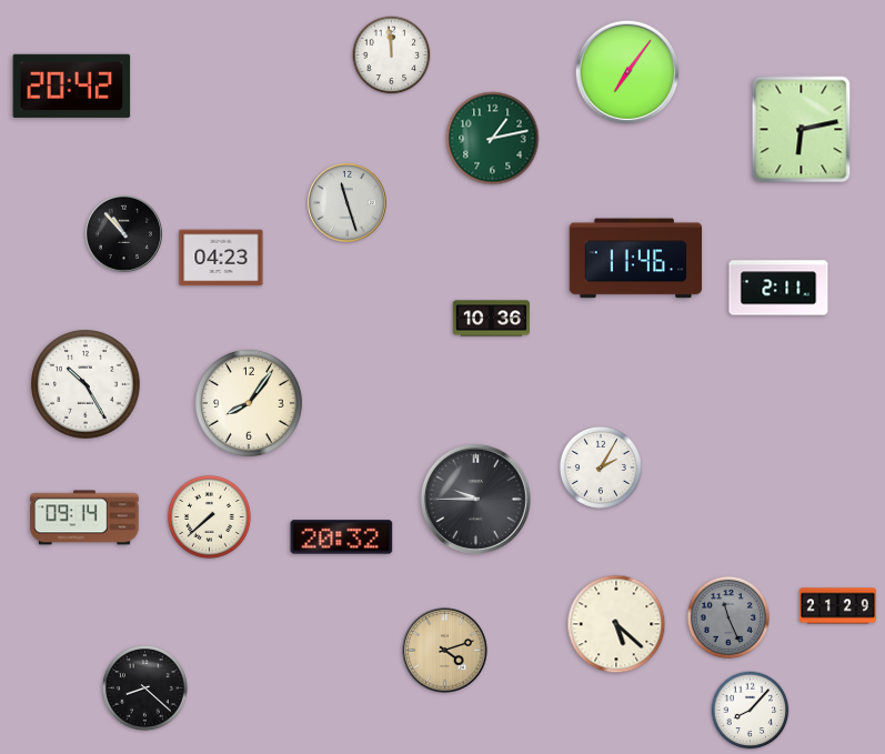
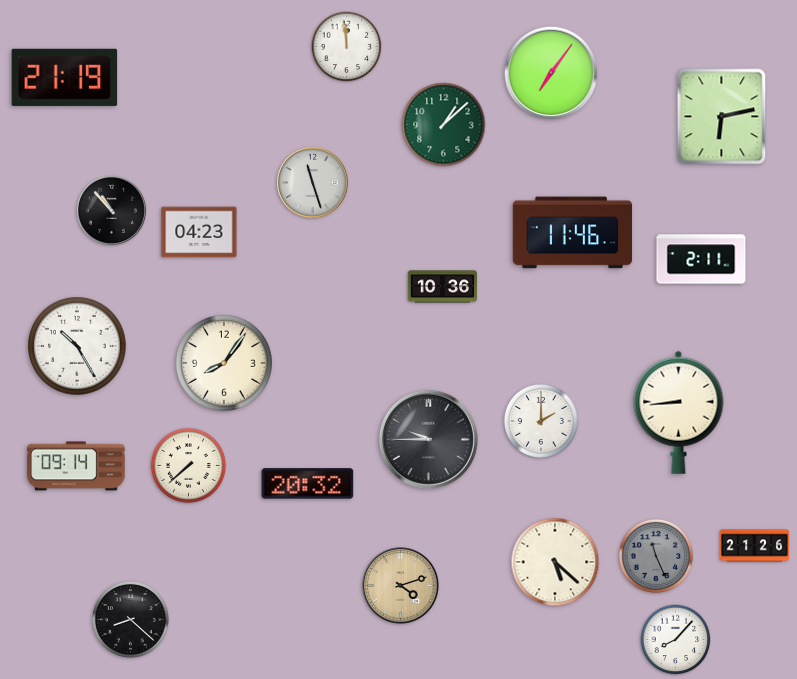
clock at (392, 56) position: (392, 56) -> (347, 47)
clock at (627, 72) position: (627, 72) -> (551, 73)
clock at (72, 86): 20:42 -> 21:19
clock at (493, 139): 1:13 -> 1:08
clock at (679, 412): none -> 8:44
clock at (601, 468): 2:05 -> 2:00
clock at (475, 499) position: (475, 499) -> (428, 439)
clock at (837, 606): 21:29 -> 21:26
